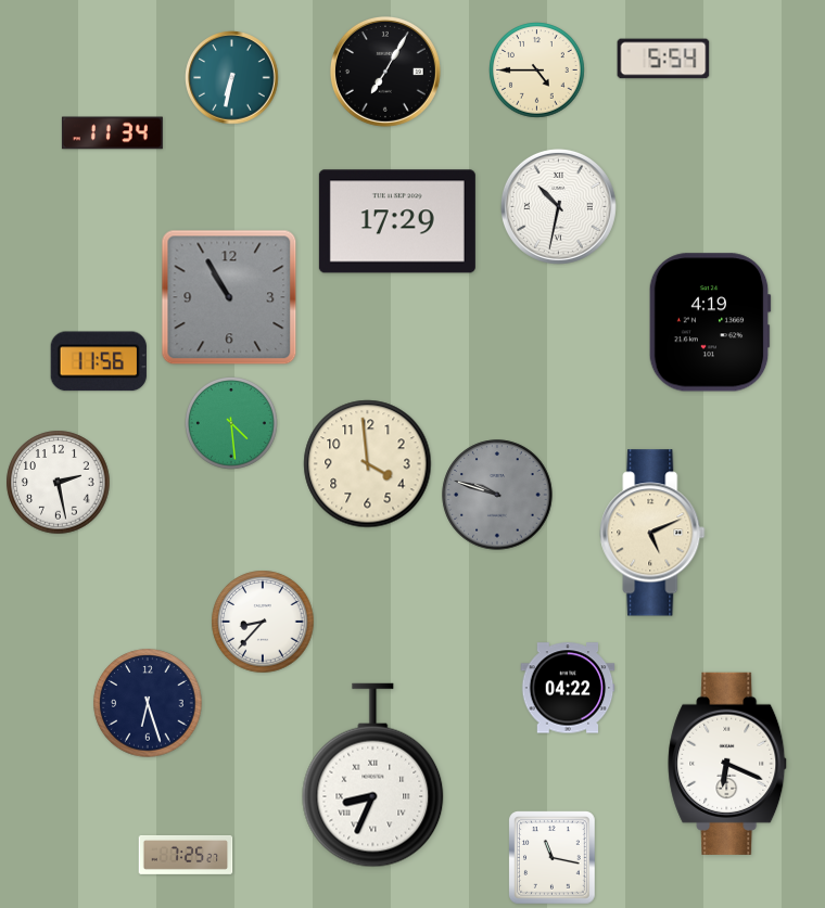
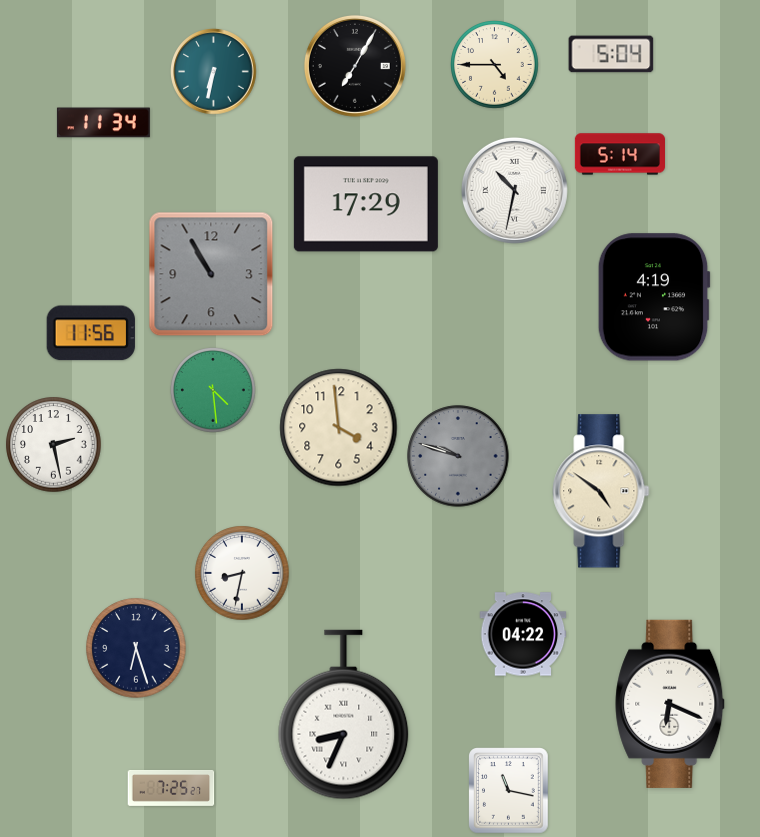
clock at (663, 59): 5:54 -> 5:04
clock at (619, 154): none -> 5:14
clock at (652, 533): 5:11 -> 4:51
clock at (263, 622): 8:37 -> 8:32
